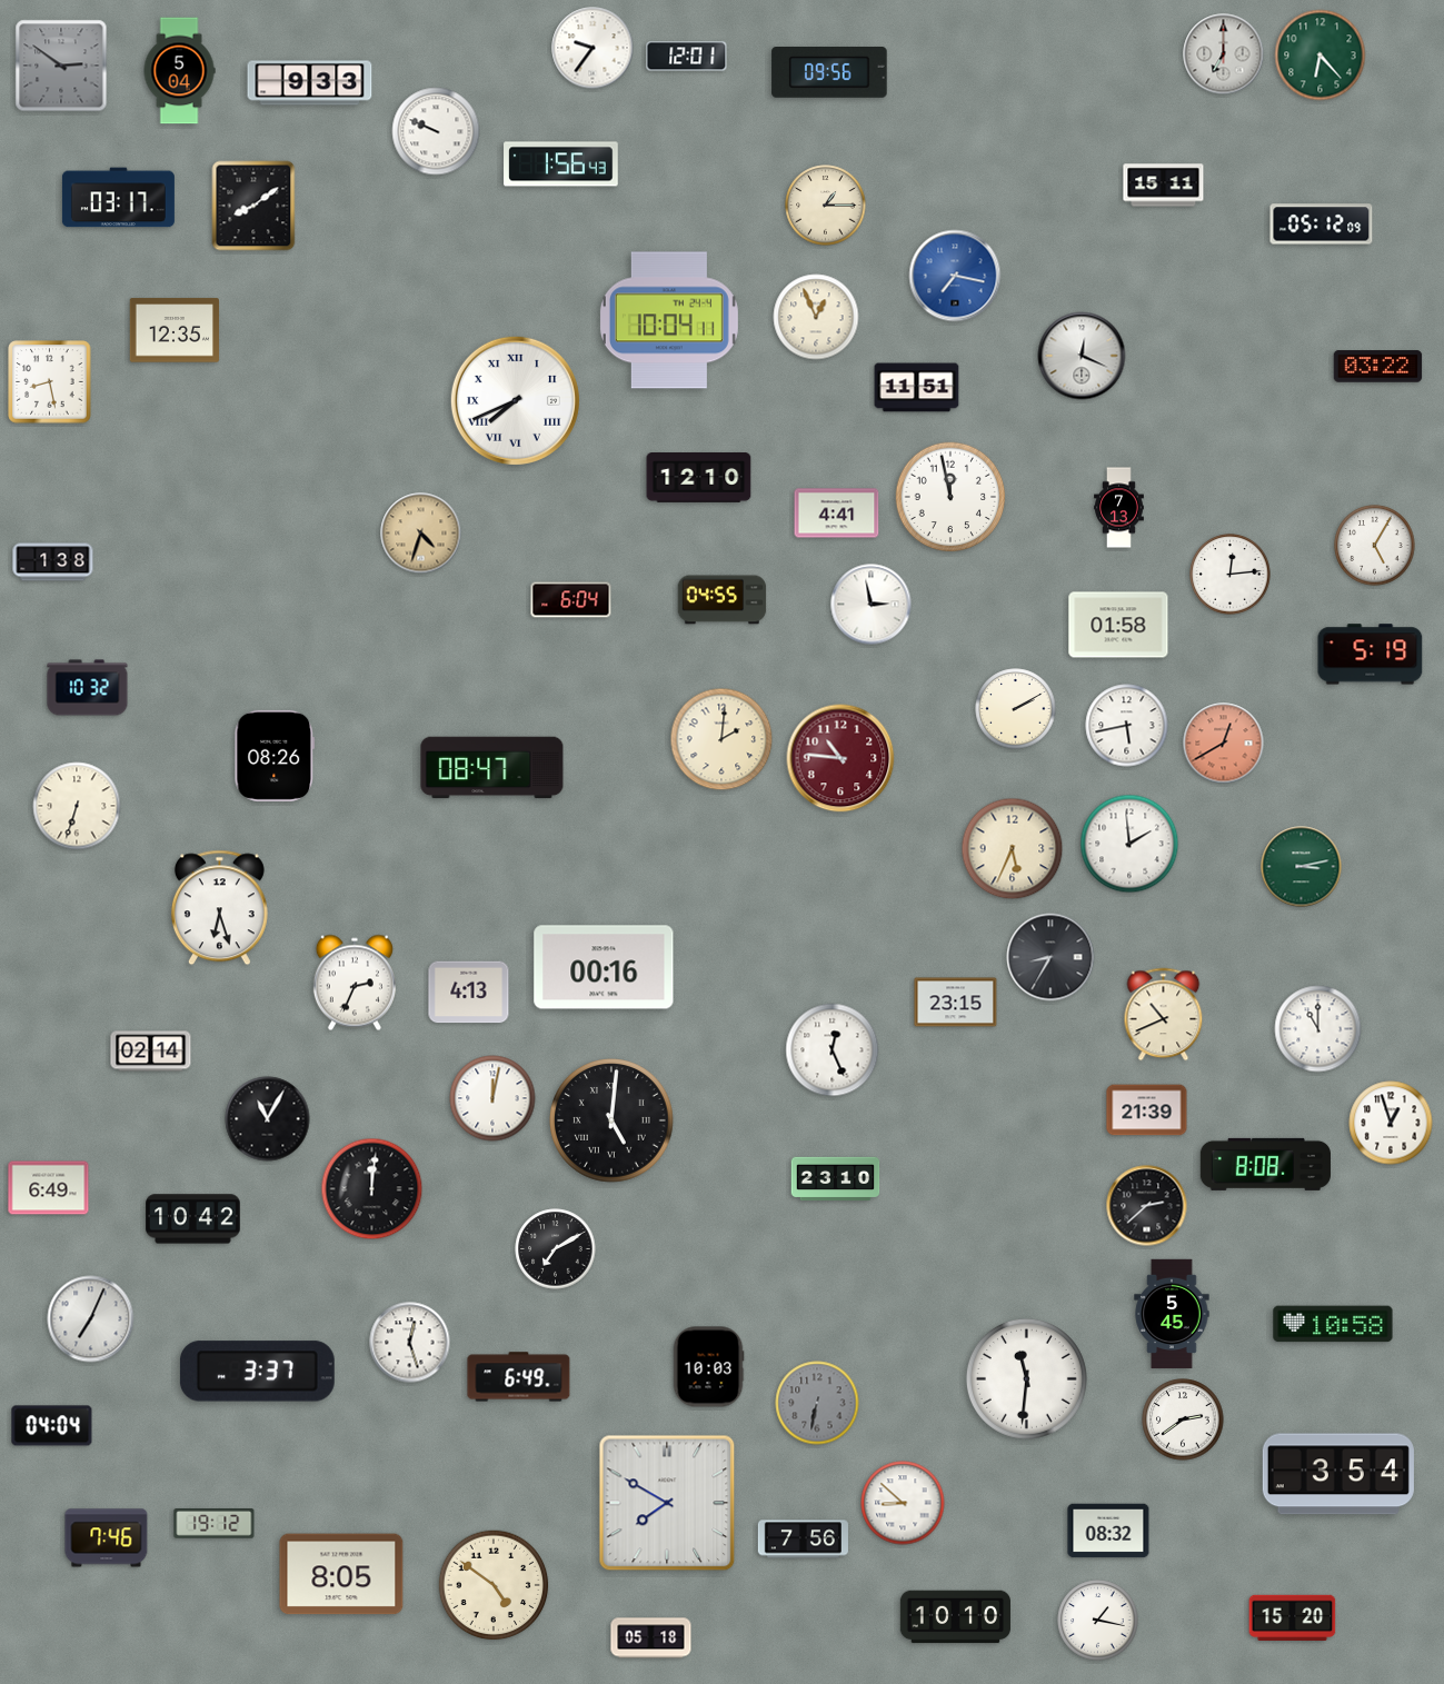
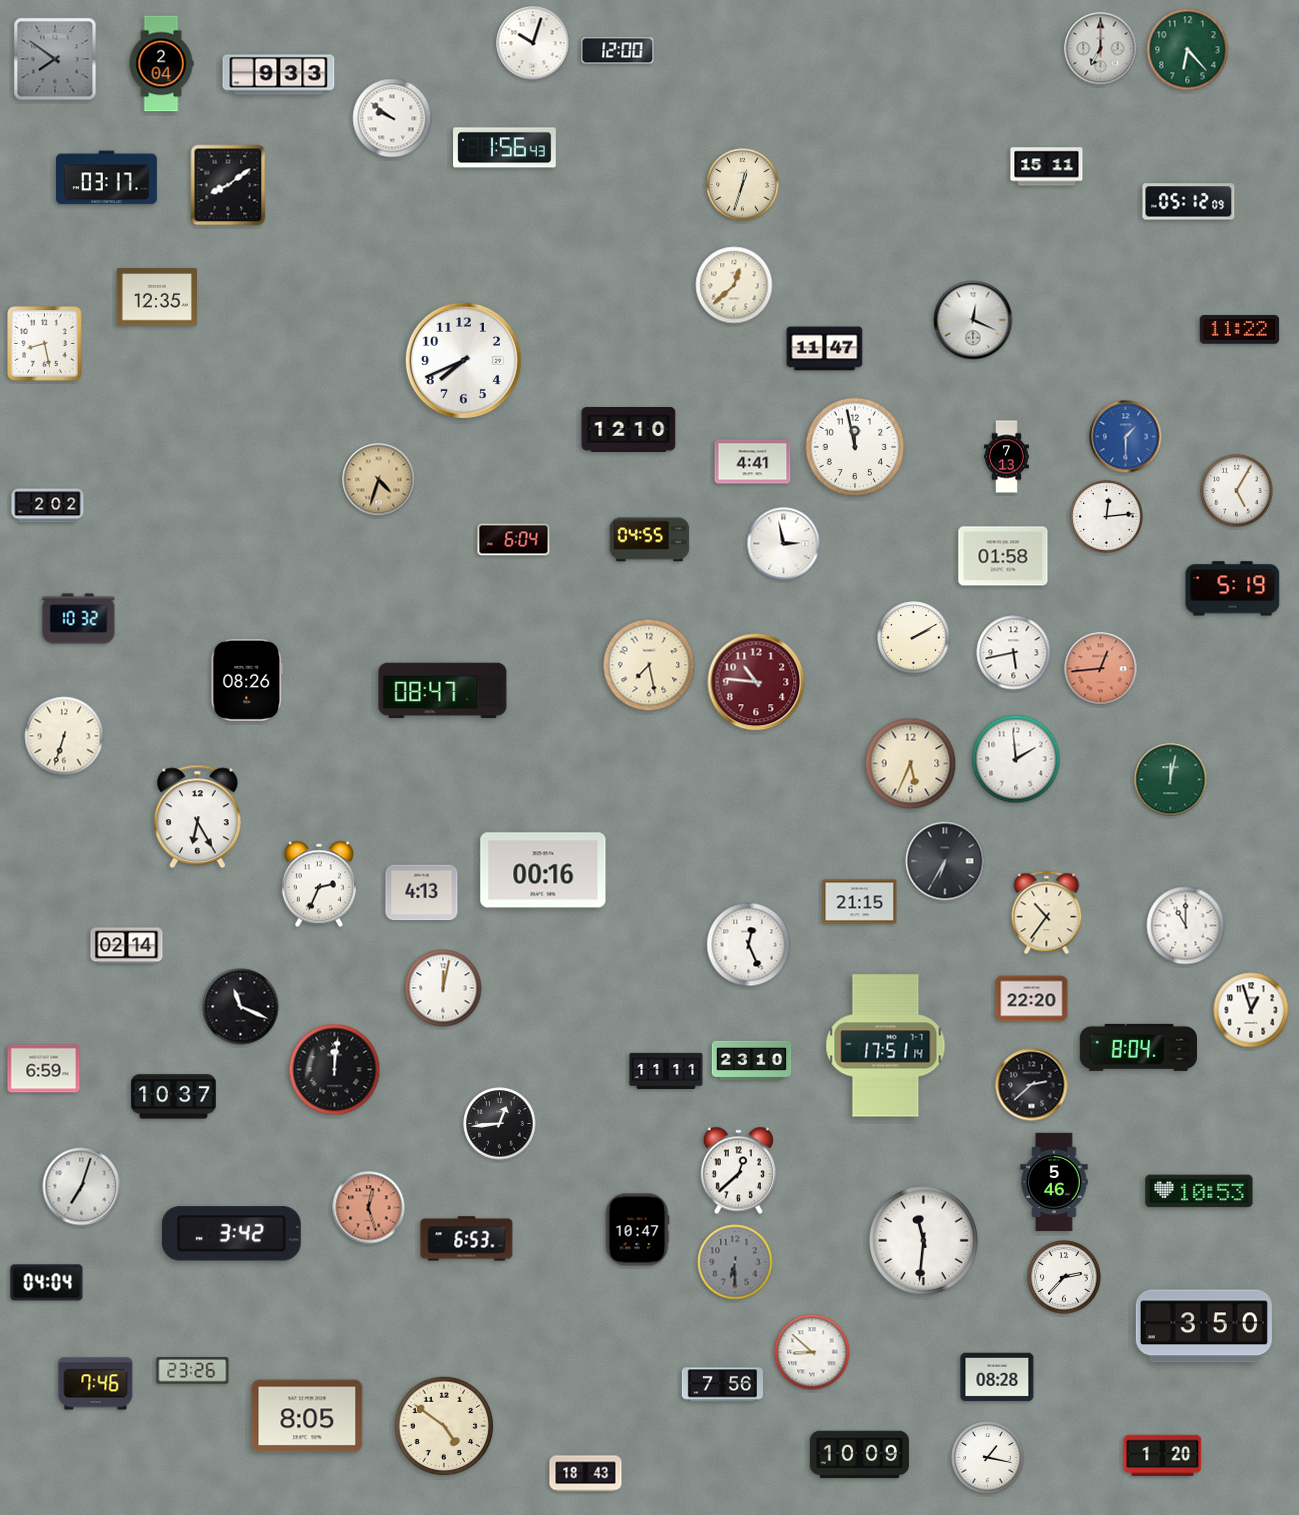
clock at (592, 48): 9:36 -> 10:03
clock at (687, 57): 12:01 -> 12:00
clock at (61, 66): 2:51 -> 7:51
clock at (179, 71): 5:04 -> 2:04
clock at (829, 73): 09:56 -> none
clock at (436, 131): 9:49 -> 9:51
clock at (826, 206): 1:15 -> 12:33
clock at (955, 276): 7:17 -> none
clock at (816, 317): 12:56 -> 12:38
clock at (669, 320): 10:04 -> none
clock at (1378, 367): 03:22 -> 11:22
clock at (917, 388): 11:51 -> 11:47
clock at (515, 400) numerals: Roman -> Arabic
clock at (1126, 437): none -> 1:30
clock at (53, 562): 1:38 -> 2:02
clock at (1118, 625) position: (1118, 625) -> (1003, 556)
clock at (721, 739): 2:01 -> 7:28
clock at (1224, 744): 12:40 -> 12:44
clock at (77, 806) position: (77, 806) -> (64, 736)
clock at (1302, 867): 3:13 -> 12:02
clock at (219, 908): 6:27 -> 6:25
clock at (1050, 957): 8:35 -> 6:35
clock at (956, 1003): 23:15 -> 21:15
clock at (1164, 1015): 10:41 -> 10:36
clock at (151, 1052) position: (151, 1052) -> (127, 946)
clock at (1147, 1110): 21:39 -> 22:20
clock at (268, 1119): 11:05 -> 11:19
clock at (613, 1122): 5:01 -> none
clock at (886, 1046): none -> 17:51
clock at (1265, 1164): 8:08 -> 8:04
clock at (49, 1188): 6:49 -> 6:59
clock at (666, 1071): none -> 11:11
clock at (193, 1219): 10:42 -> 10:37
clock at (556, 1249): 7:10 -> 12:44
clock at (738, 1171): none -> 12:38
clock at (1172, 1314): 5:45 -> 5:46
clock at (91, 1319): 7:04 -> 7:03
clock at (1333, 1324): 10:58 -> 10:53
clock at (410, 1343) dial: white -> salmon
clock at (708, 1367): 10:03 -> 10:47
clock at (257, 1372): 3:37 -> 3:42
clock at (519, 1377): 6:49 -> 6:53
clock at (817, 1403): 6:32 -> 6:30
clock at (1183, 1419): 2:39 -> 2:37
clock at (1338, 1474): 3:54 -> 3:50
clock at (667, 1503): 7:50 -> none
clock at (215, 1524): 19:12 -> 23:26
clock at (1108, 1531): 08:32 -> 08:28
clock at (955, 1617): 10:10 -> 10:09
clock at (1293, 1617): 15:20 -> 1:20
clock at (651, 1638): 05:18 -> 18:43
